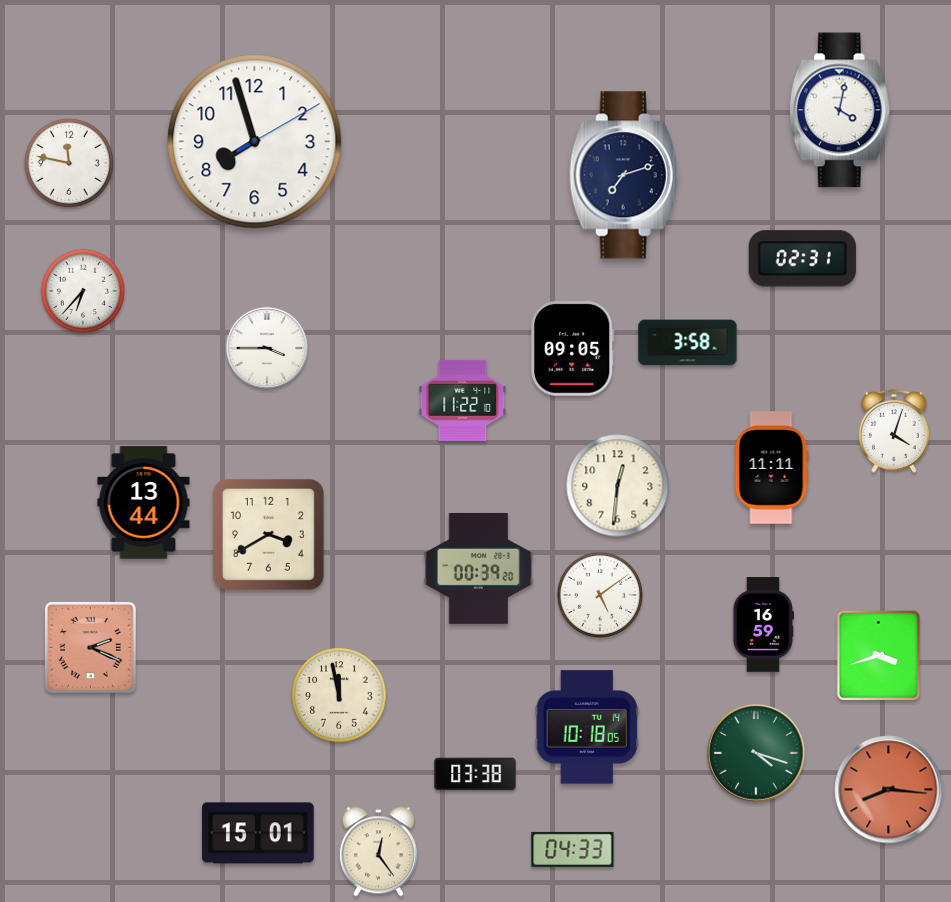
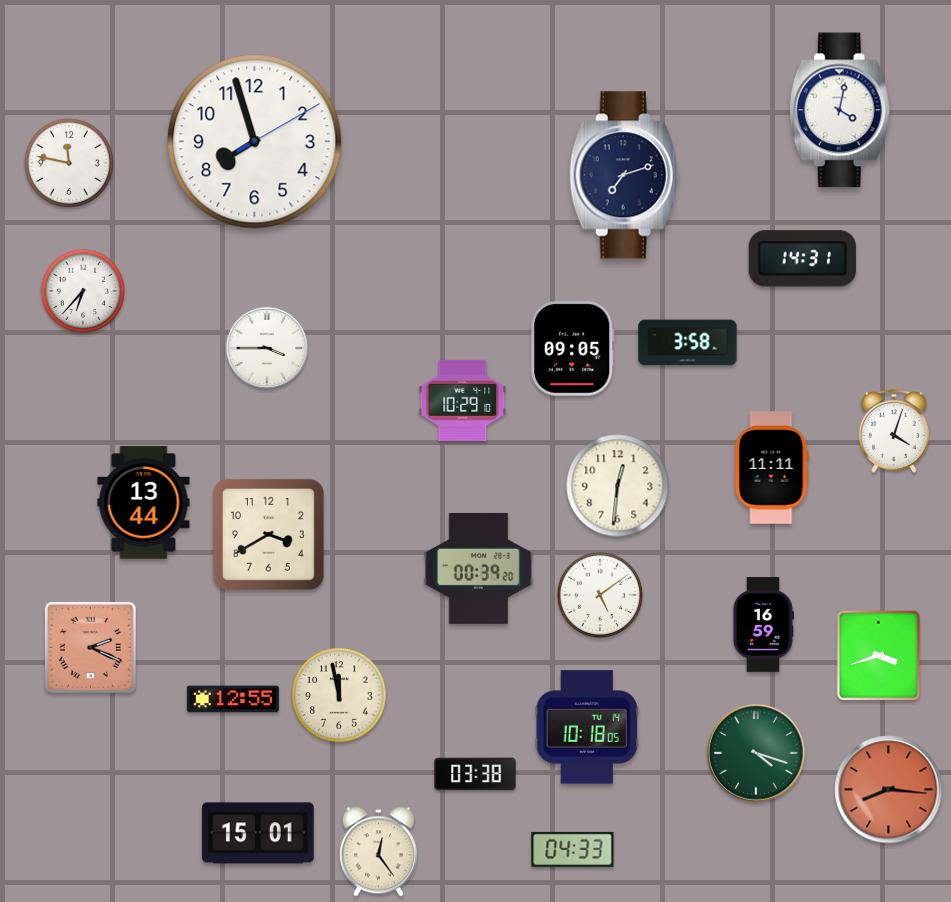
clock at (802, 259): 02:31 -> 14:31
clock at (463, 400): 11:22 -> 10:29
clock at (233, 699): none -> 12:55
